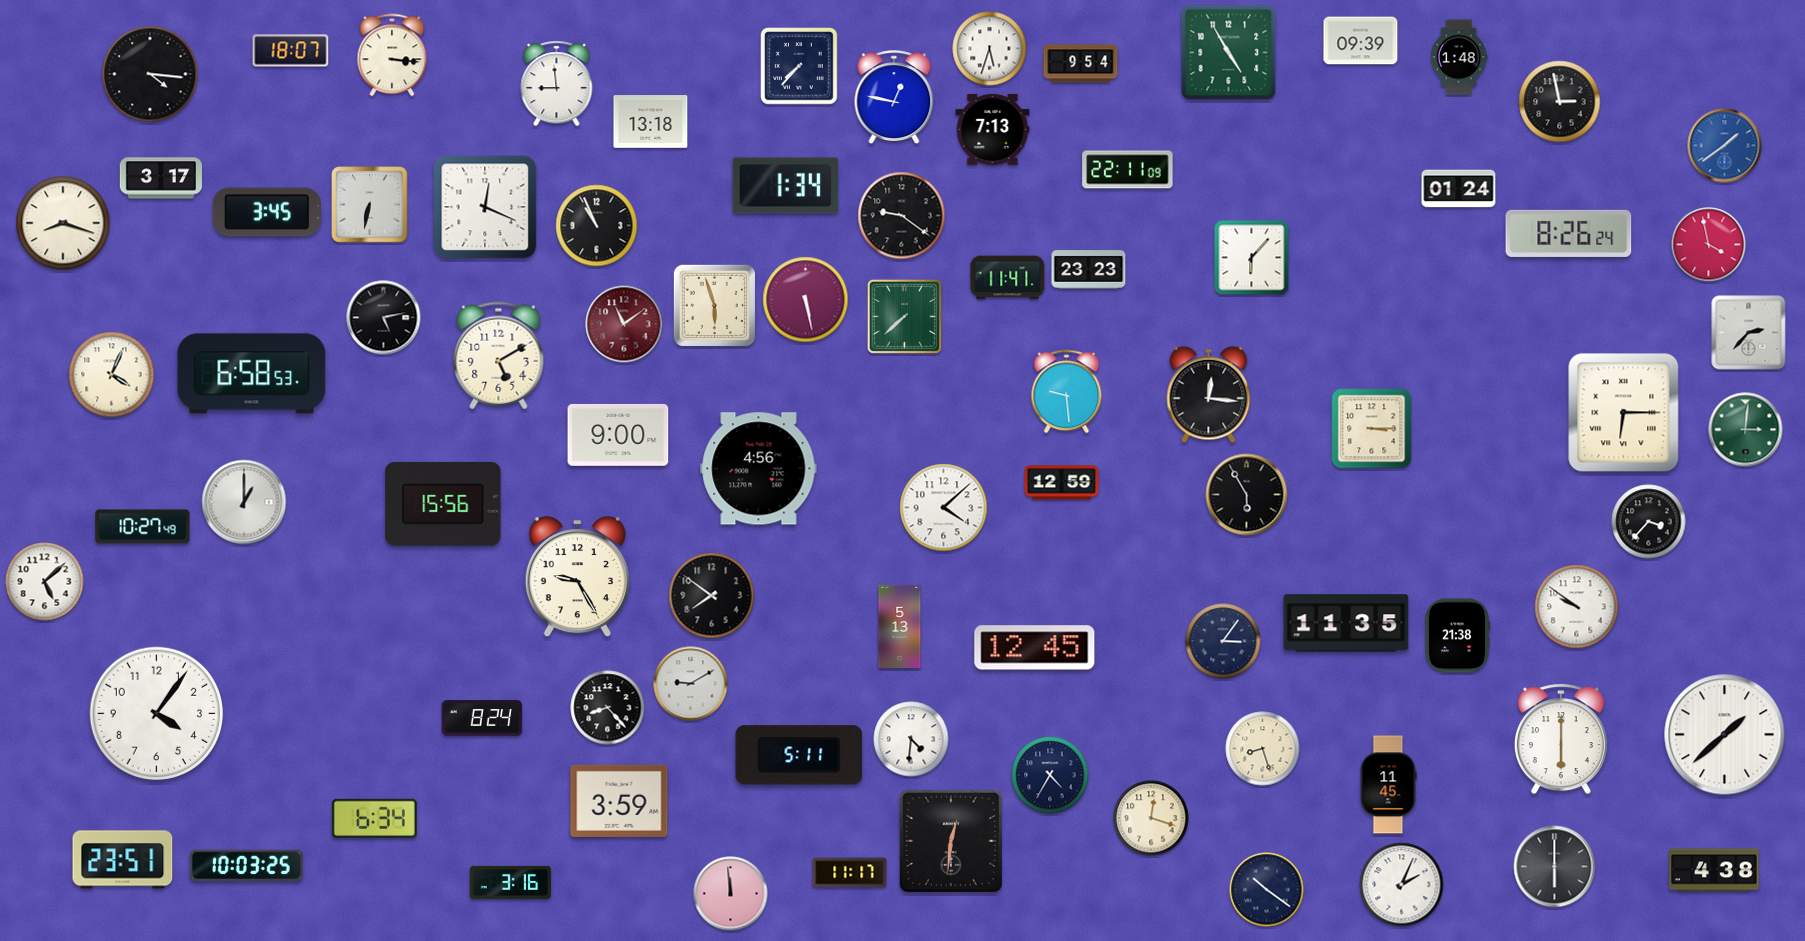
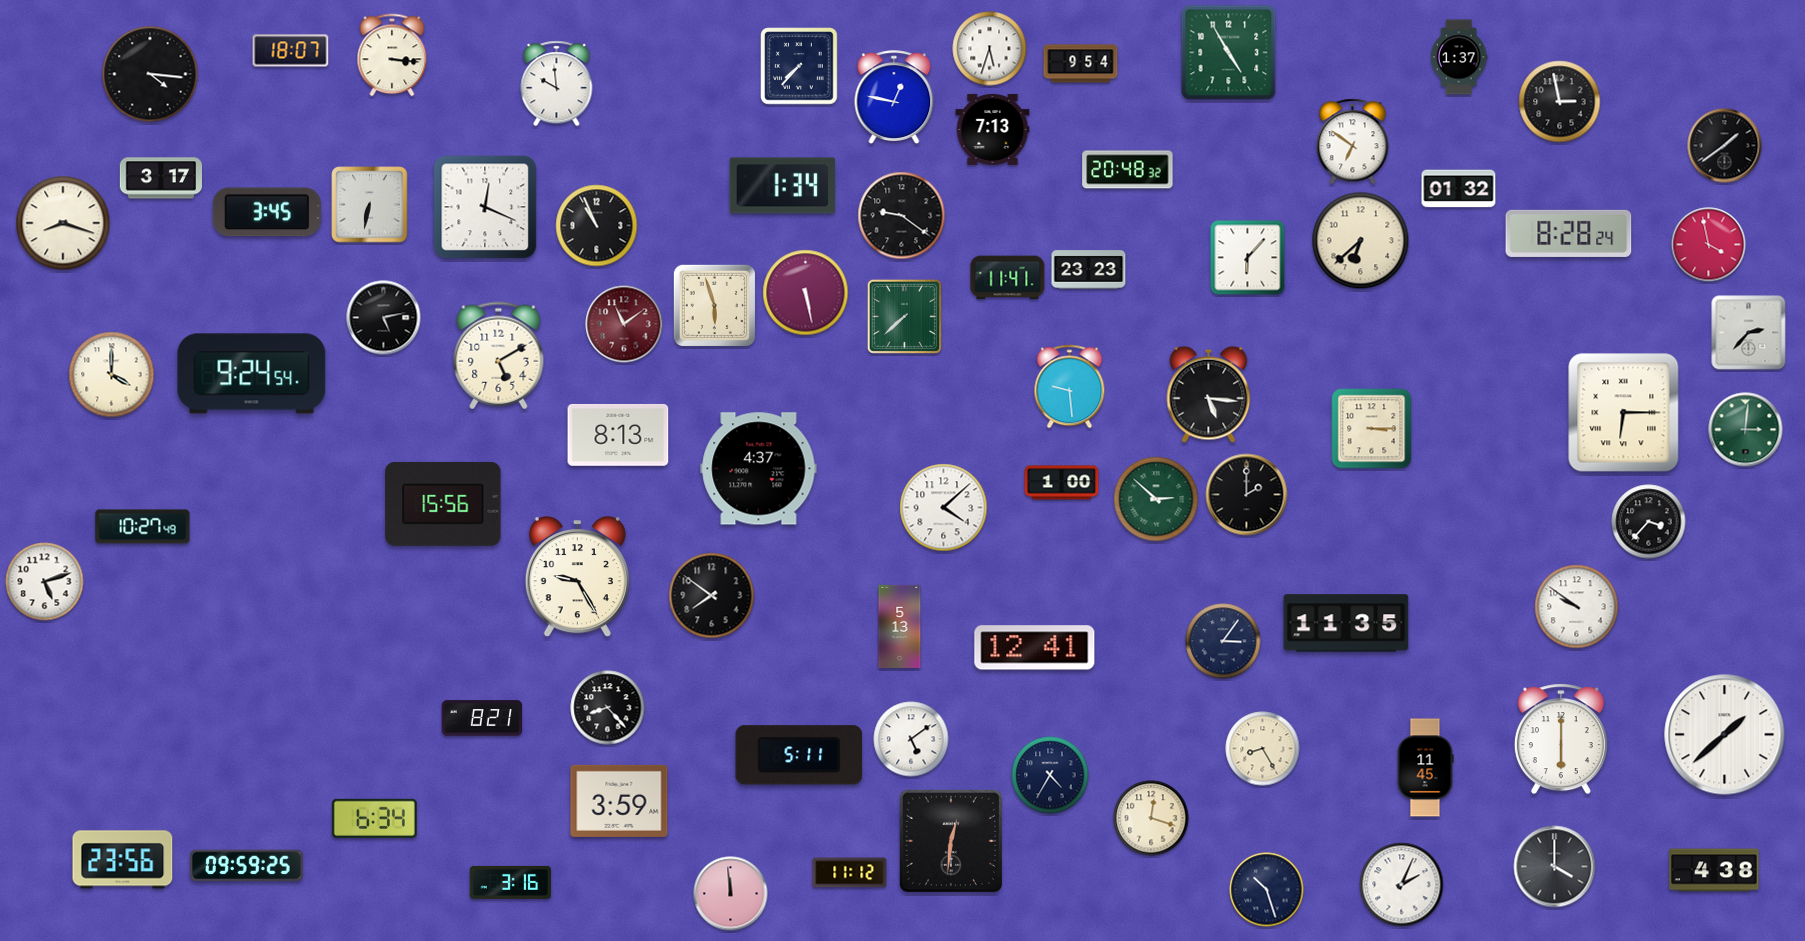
clock at (1361, 41): 09:39 -> none
clock at (1459, 57): 1:48 -> 1:37
clock at (557, 84): 8:59 -> 9:59
clock at (651, 122): 13:18 -> none
clock at (1353, 142): none -> 6:51
clock at (1725, 146) dial: blue -> black
clock at (1128, 170): 22:11 -> 20:48
clock at (786, 186) position: (786, 186) -> (783, 186)
clock at (1459, 189): 01:24 -> 01:32
clock at (1569, 233): 8:26 -> 8:28
clock at (1361, 241): none -> 6:38
clock at (1252, 258) position: (1252, 258) -> (1248, 258)
clock at (806, 300) position: (806, 300) -> (806, 293)
clock at (252, 374): 6:58 -> 9:24
clock at (112, 375): 4:04 -> 4:00
clock at (1067, 392) position: (1067, 392) -> (1070, 387)
clock at (1209, 394): 12:16 -> 5:16
clock at (618, 435): 9:00 -> 8:13
clock at (759, 469): 4:56 -> 4:37
clock at (1062, 483): 12:59 -> 1:00
clock at (1247, 495): 5:55 -> 2:00
clock at (1156, 499): none -> 2:52
clock at (244, 502): 1:00 -> none
clock at (45, 582): 5:08 -> 5:12
clock at (1457, 636): 21:38 -> none
clock at (1035, 648): 12:45 -> 12:41
clock at (691, 684): 9:10 -> none
clock at (156, 713): 4:06 -> none
clock at (482, 718): 8:24 -> 8:21
clock at (911, 739): 4:31 -> 5:09
clock at (1263, 749): 8:27 -> 8:25
clock at (1388, 785) position: (1388, 785) -> (1425, 768)
clock at (123, 860): 23:51 -> 23:56
clock at (247, 866): 10:03 -> 09:59
clock at (1555, 867): 6:00 -> 4:00
clock at (850, 873): 11:17 -> 11:12
clock at (1267, 890): 10:21 -> 10:27
